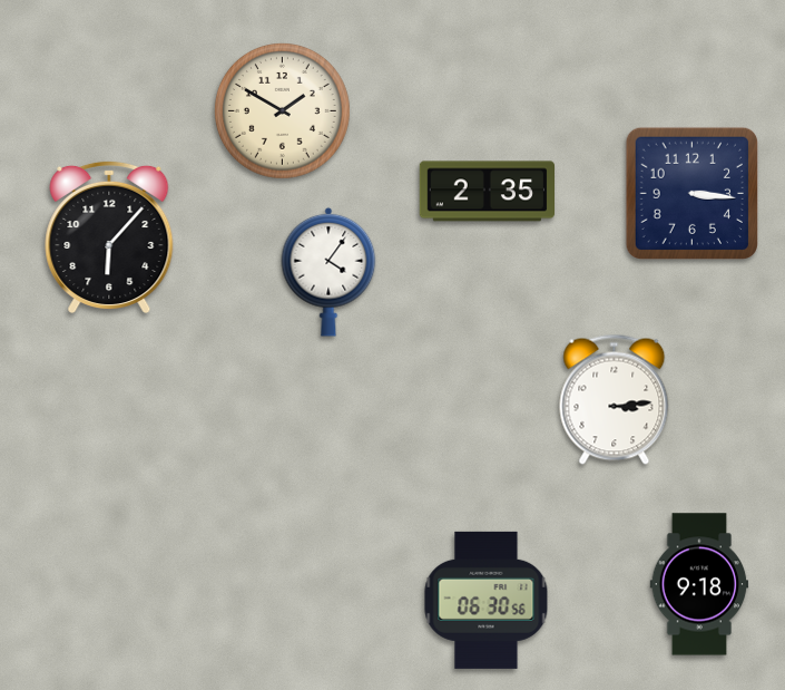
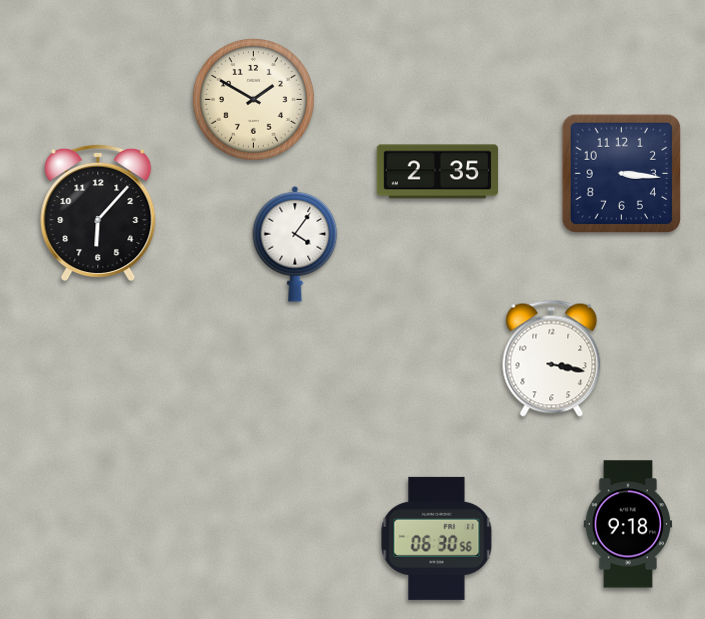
clock at (615, 399): 3:14 -> 3:17
